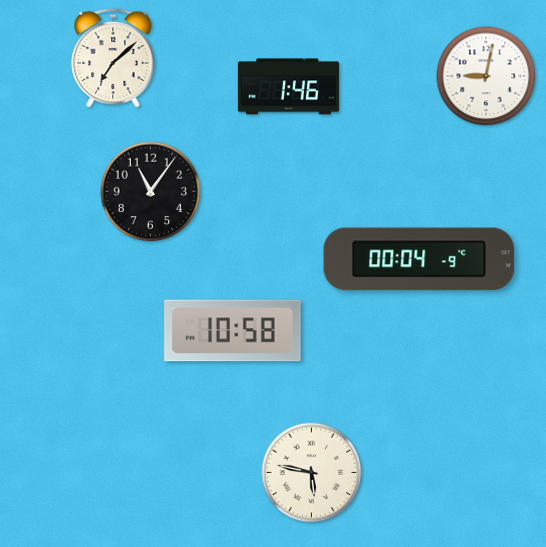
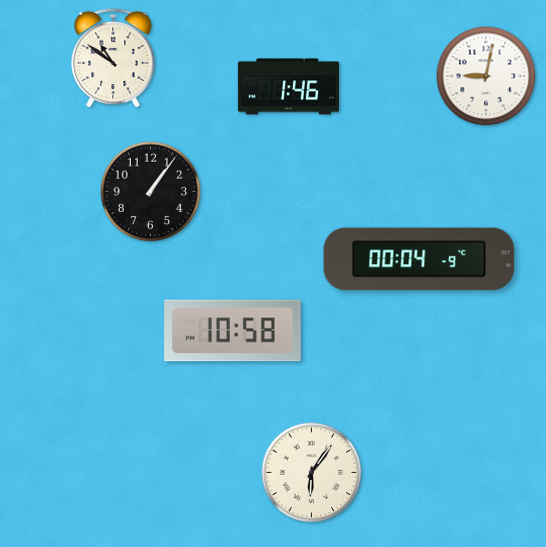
clock at (113, 58): 7:08 -> 10:51
clock at (151, 192): 11:06 -> 1:06
clock at (312, 473): 5:47 -> 6:06
